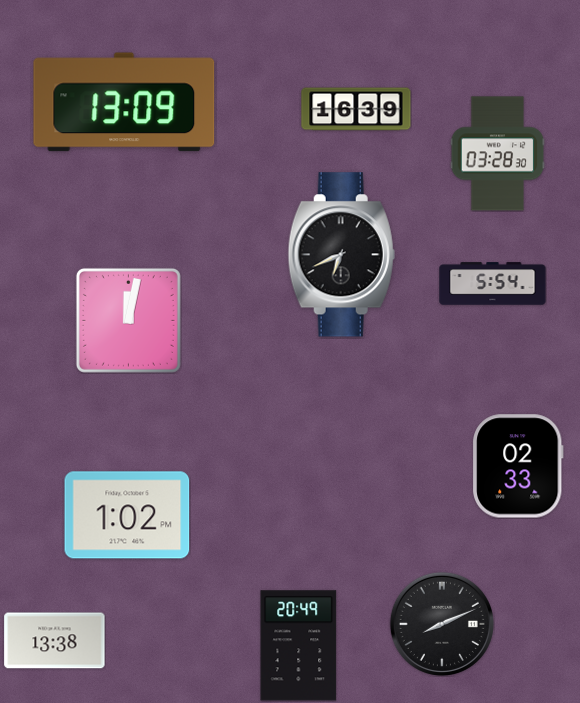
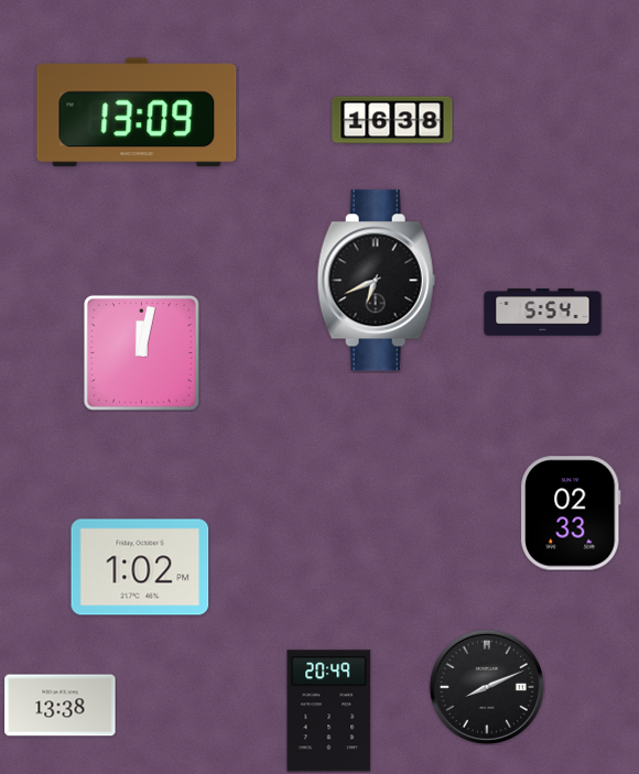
clock at (356, 109): 16:39 -> 16:38
clock at (498, 154): 03:28 -> none
